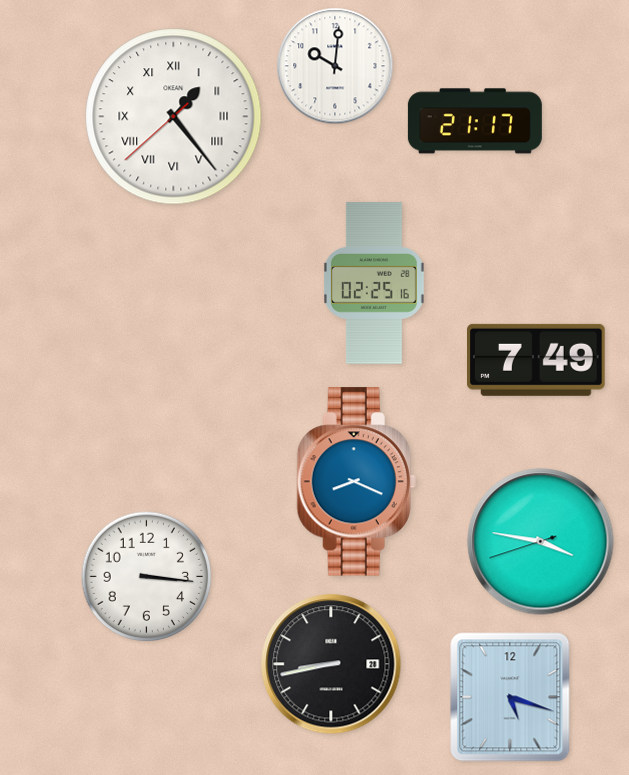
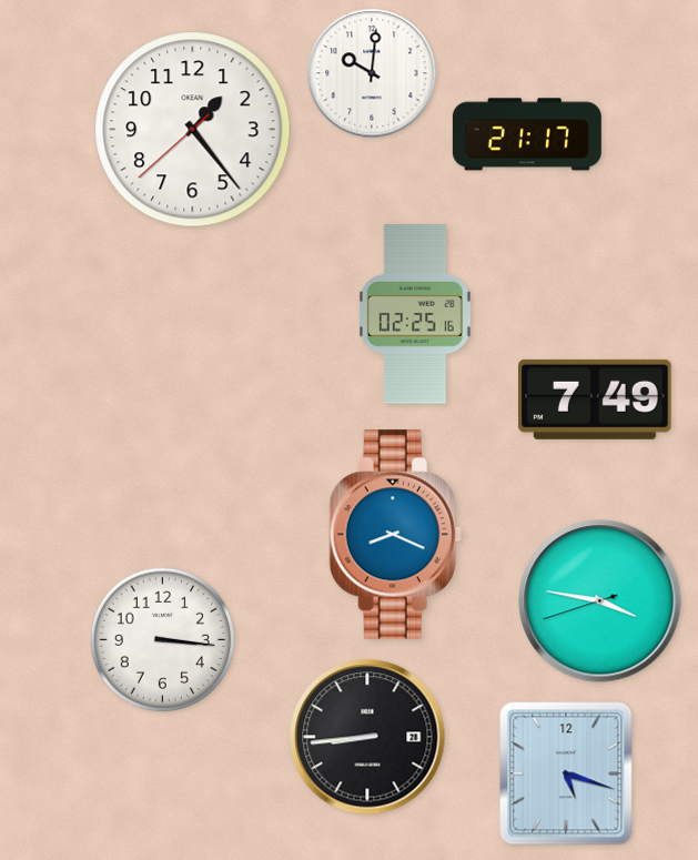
clock at (174, 117) numerals: Roman -> Arabic
clock at (331, 664): 8:43 -> 8:44
